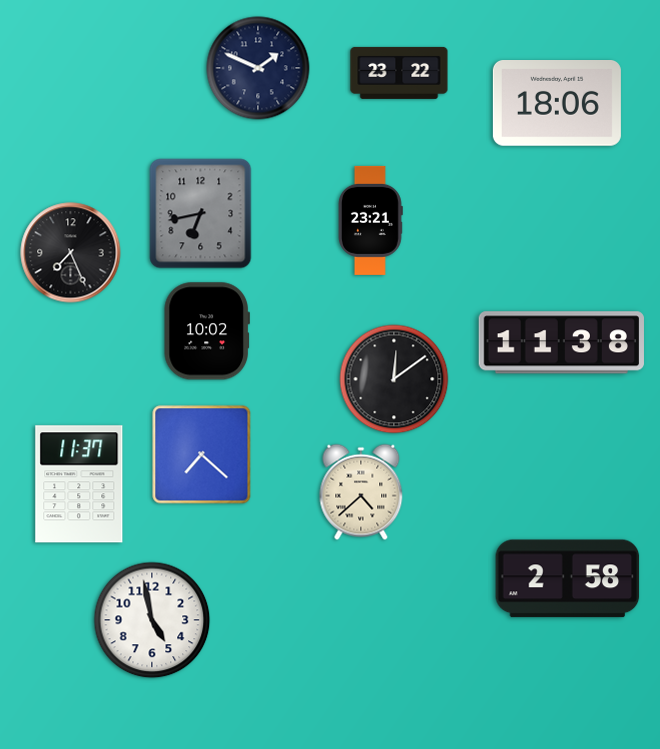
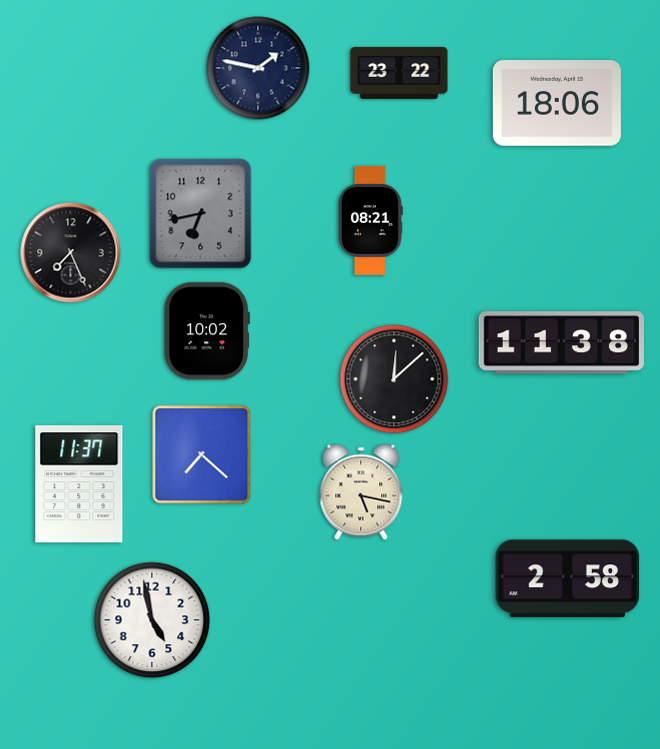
clock at (258, 68): 1:49 -> 1:47
clock at (370, 220): 23:21 -> 08:21
clock at (394, 379): 12:09 -> 12:08
clock at (361, 492): 4:38 -> 5:17
